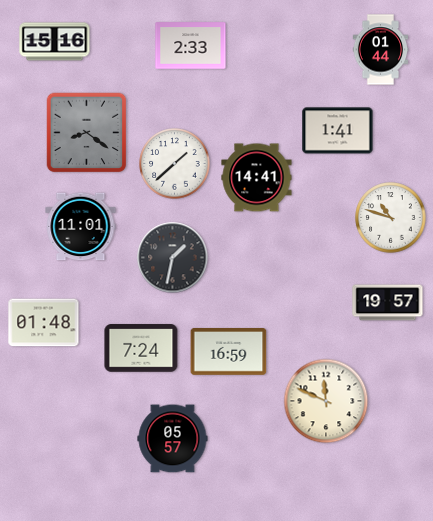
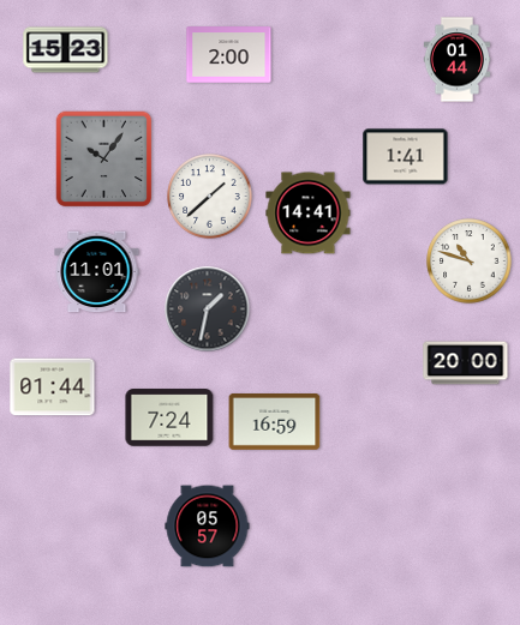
clock at (55, 42): 15:16 -> 15:23
clock at (191, 46): 2:33 -> 2:00
clock at (87, 133): 8:21 -> 10:06
clock at (388, 303): 19:57 -> 20:00
clock at (44, 323): 01:48 -> 01:44
clock at (326, 401): 11:49 -> none
